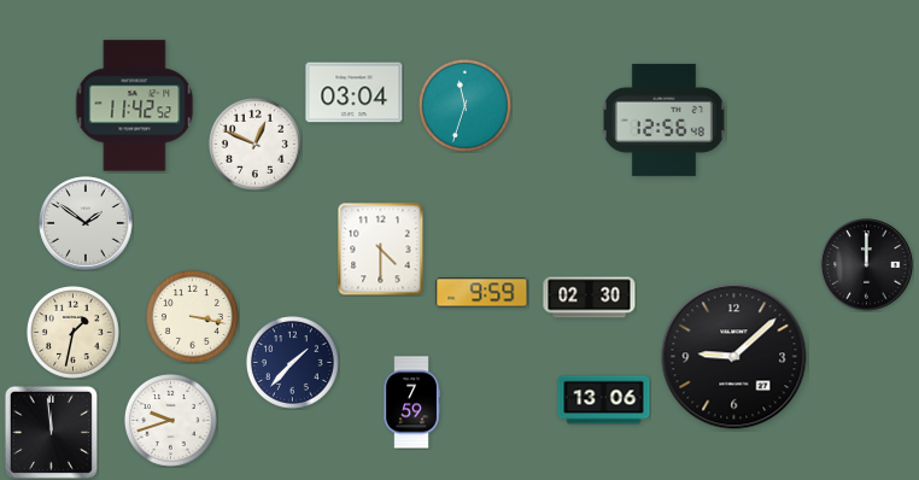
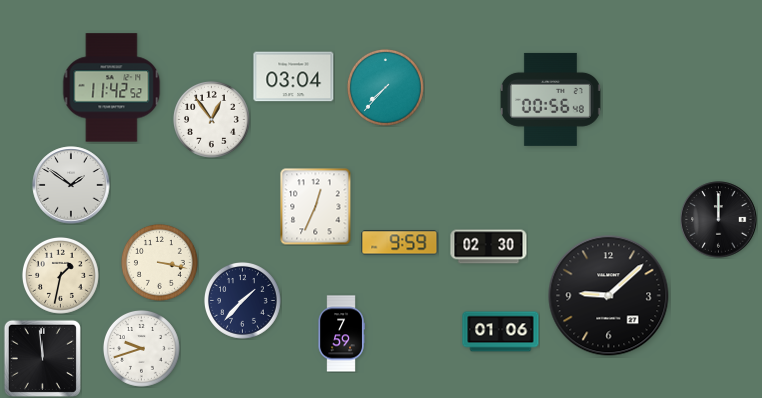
clock at (464, 105): 11:33 -> 7:37
clock at (663, 119): 12:56 -> 00:56
clock at (254, 144): 12:49 -> 12:54
clock at (381, 248): 4:30 -> 12:34
clock at (604, 400): 13:06 -> 01:06
